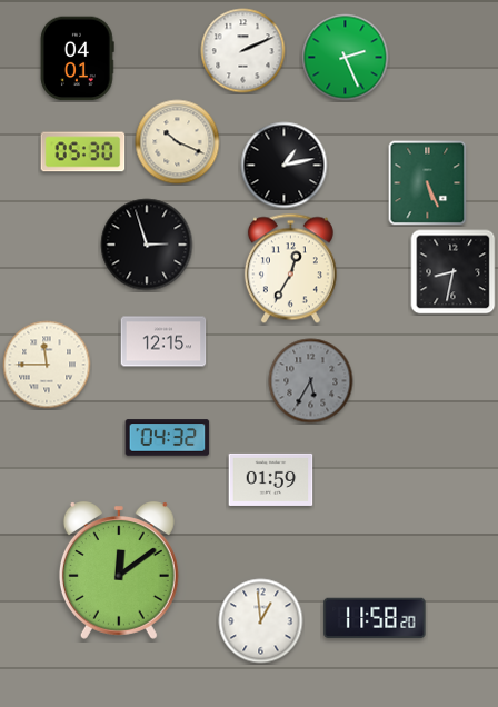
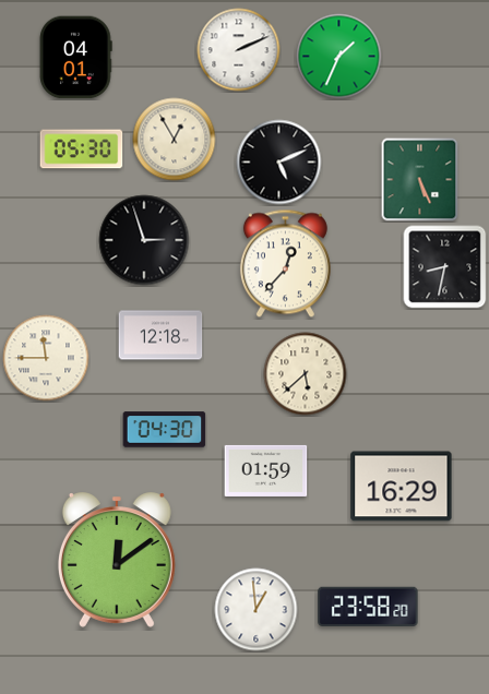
clock at (346, 58): 2:26 -> 1:34
clock at (178, 142): 10:19 -> 12:55
clock at (285, 166): 1:13 -> 5:11
clock at (290, 269): 12:35 -> 12:37
clock at (163, 341): 12:15 -> 12:18
clock at (311, 381): 5:35 -> 5:38
clock at (311, 381) dial: grey -> cream
clock at (168, 438): 04:32 -> 04:30
clock at (402, 487): none -> 16:29
clock at (375, 617): 11:58 -> 23:58
